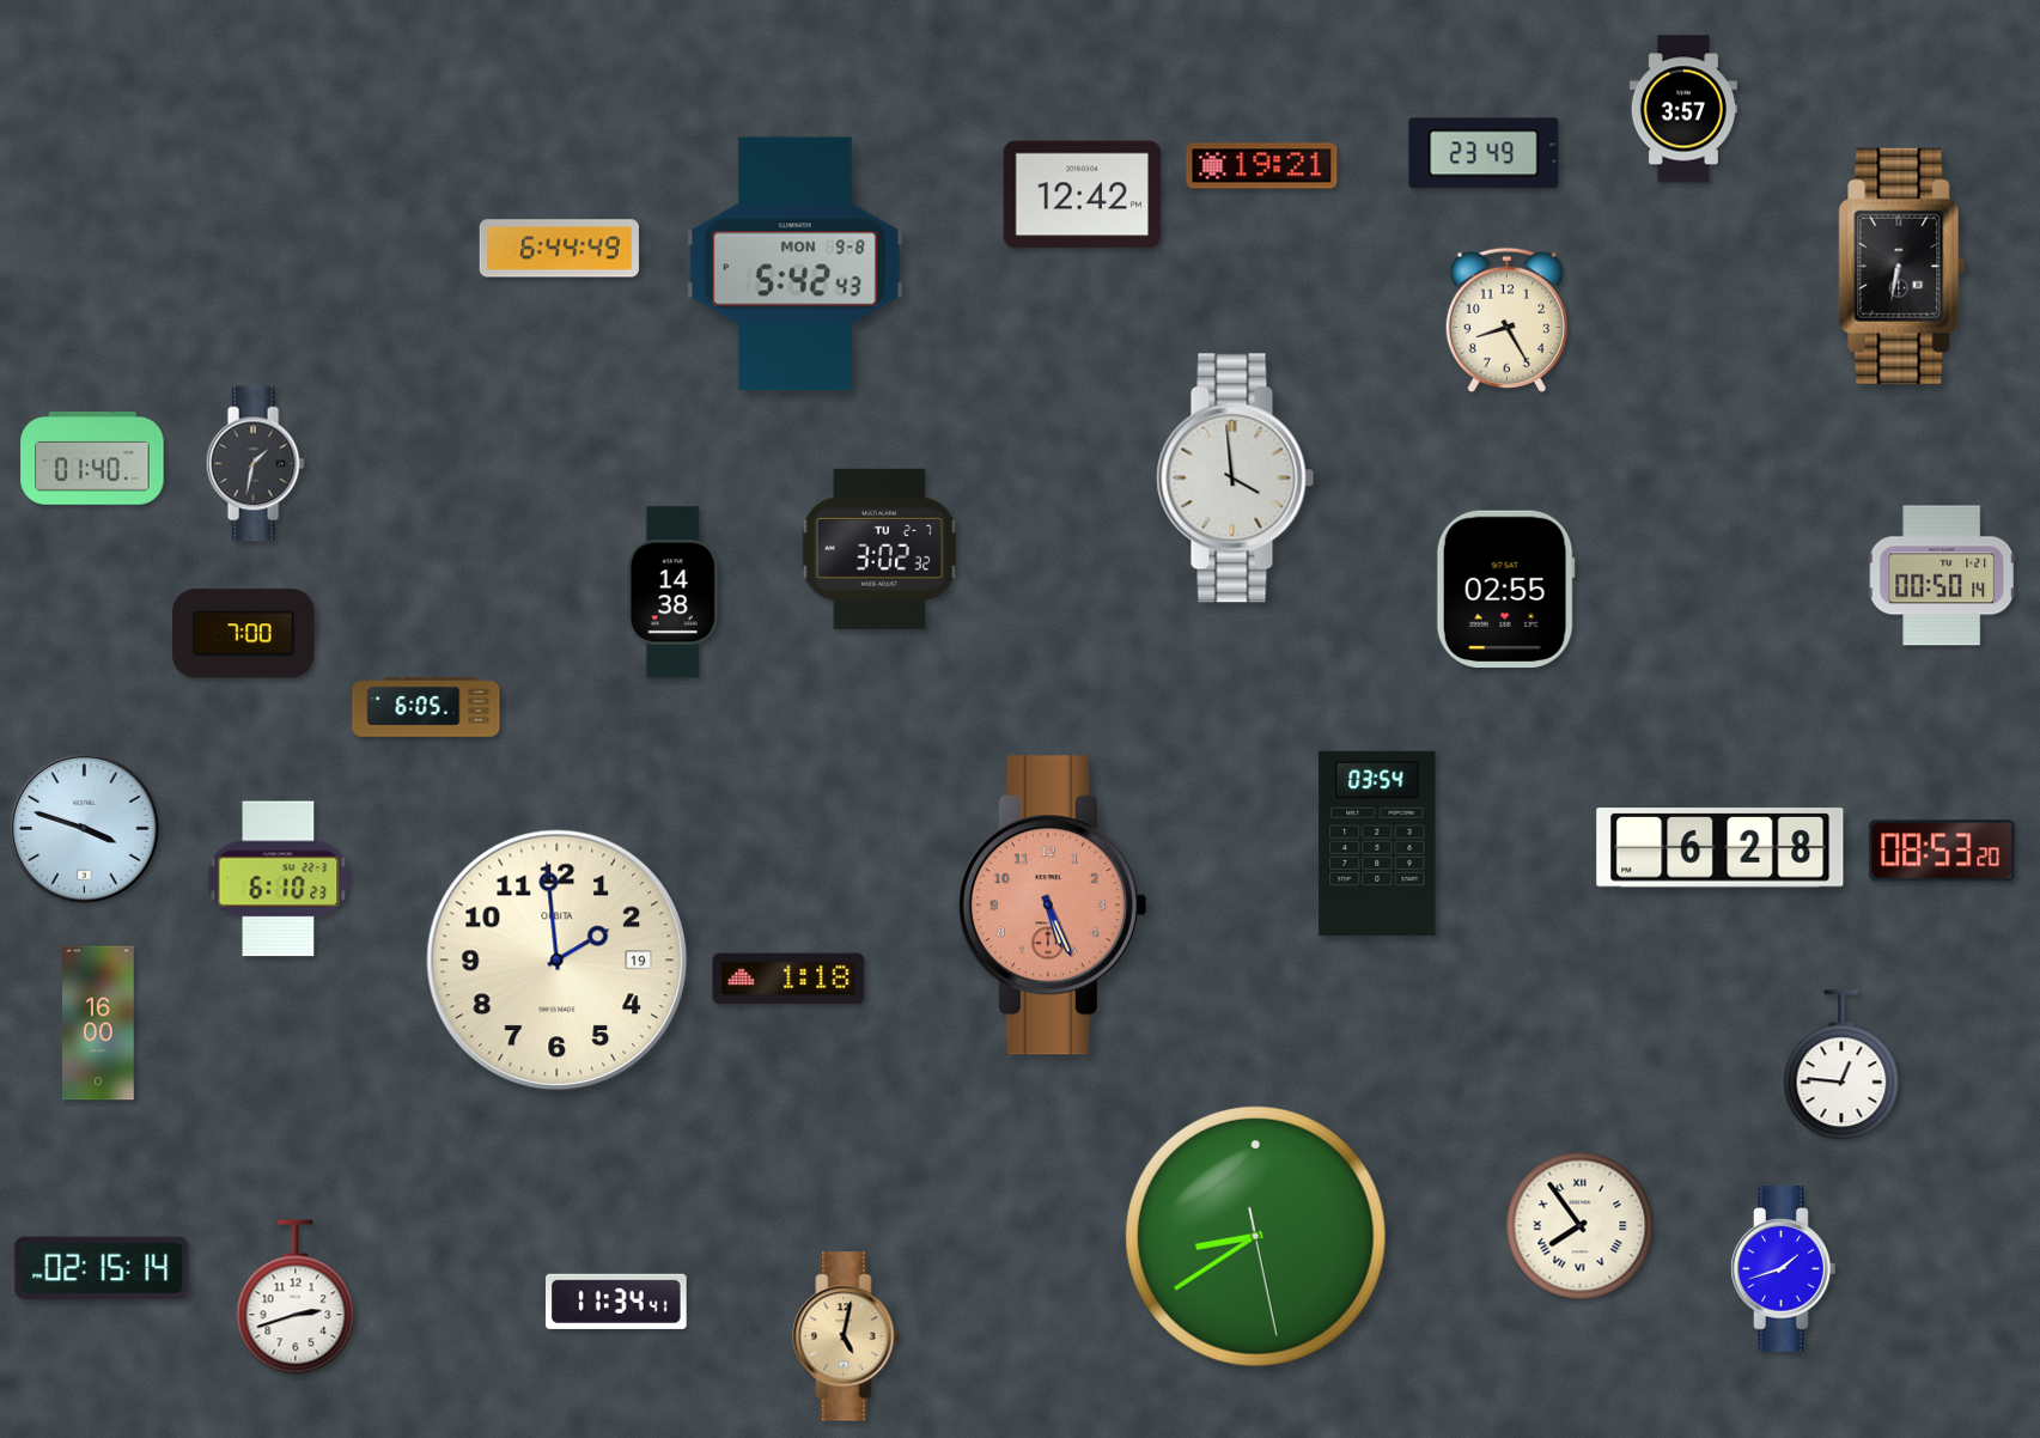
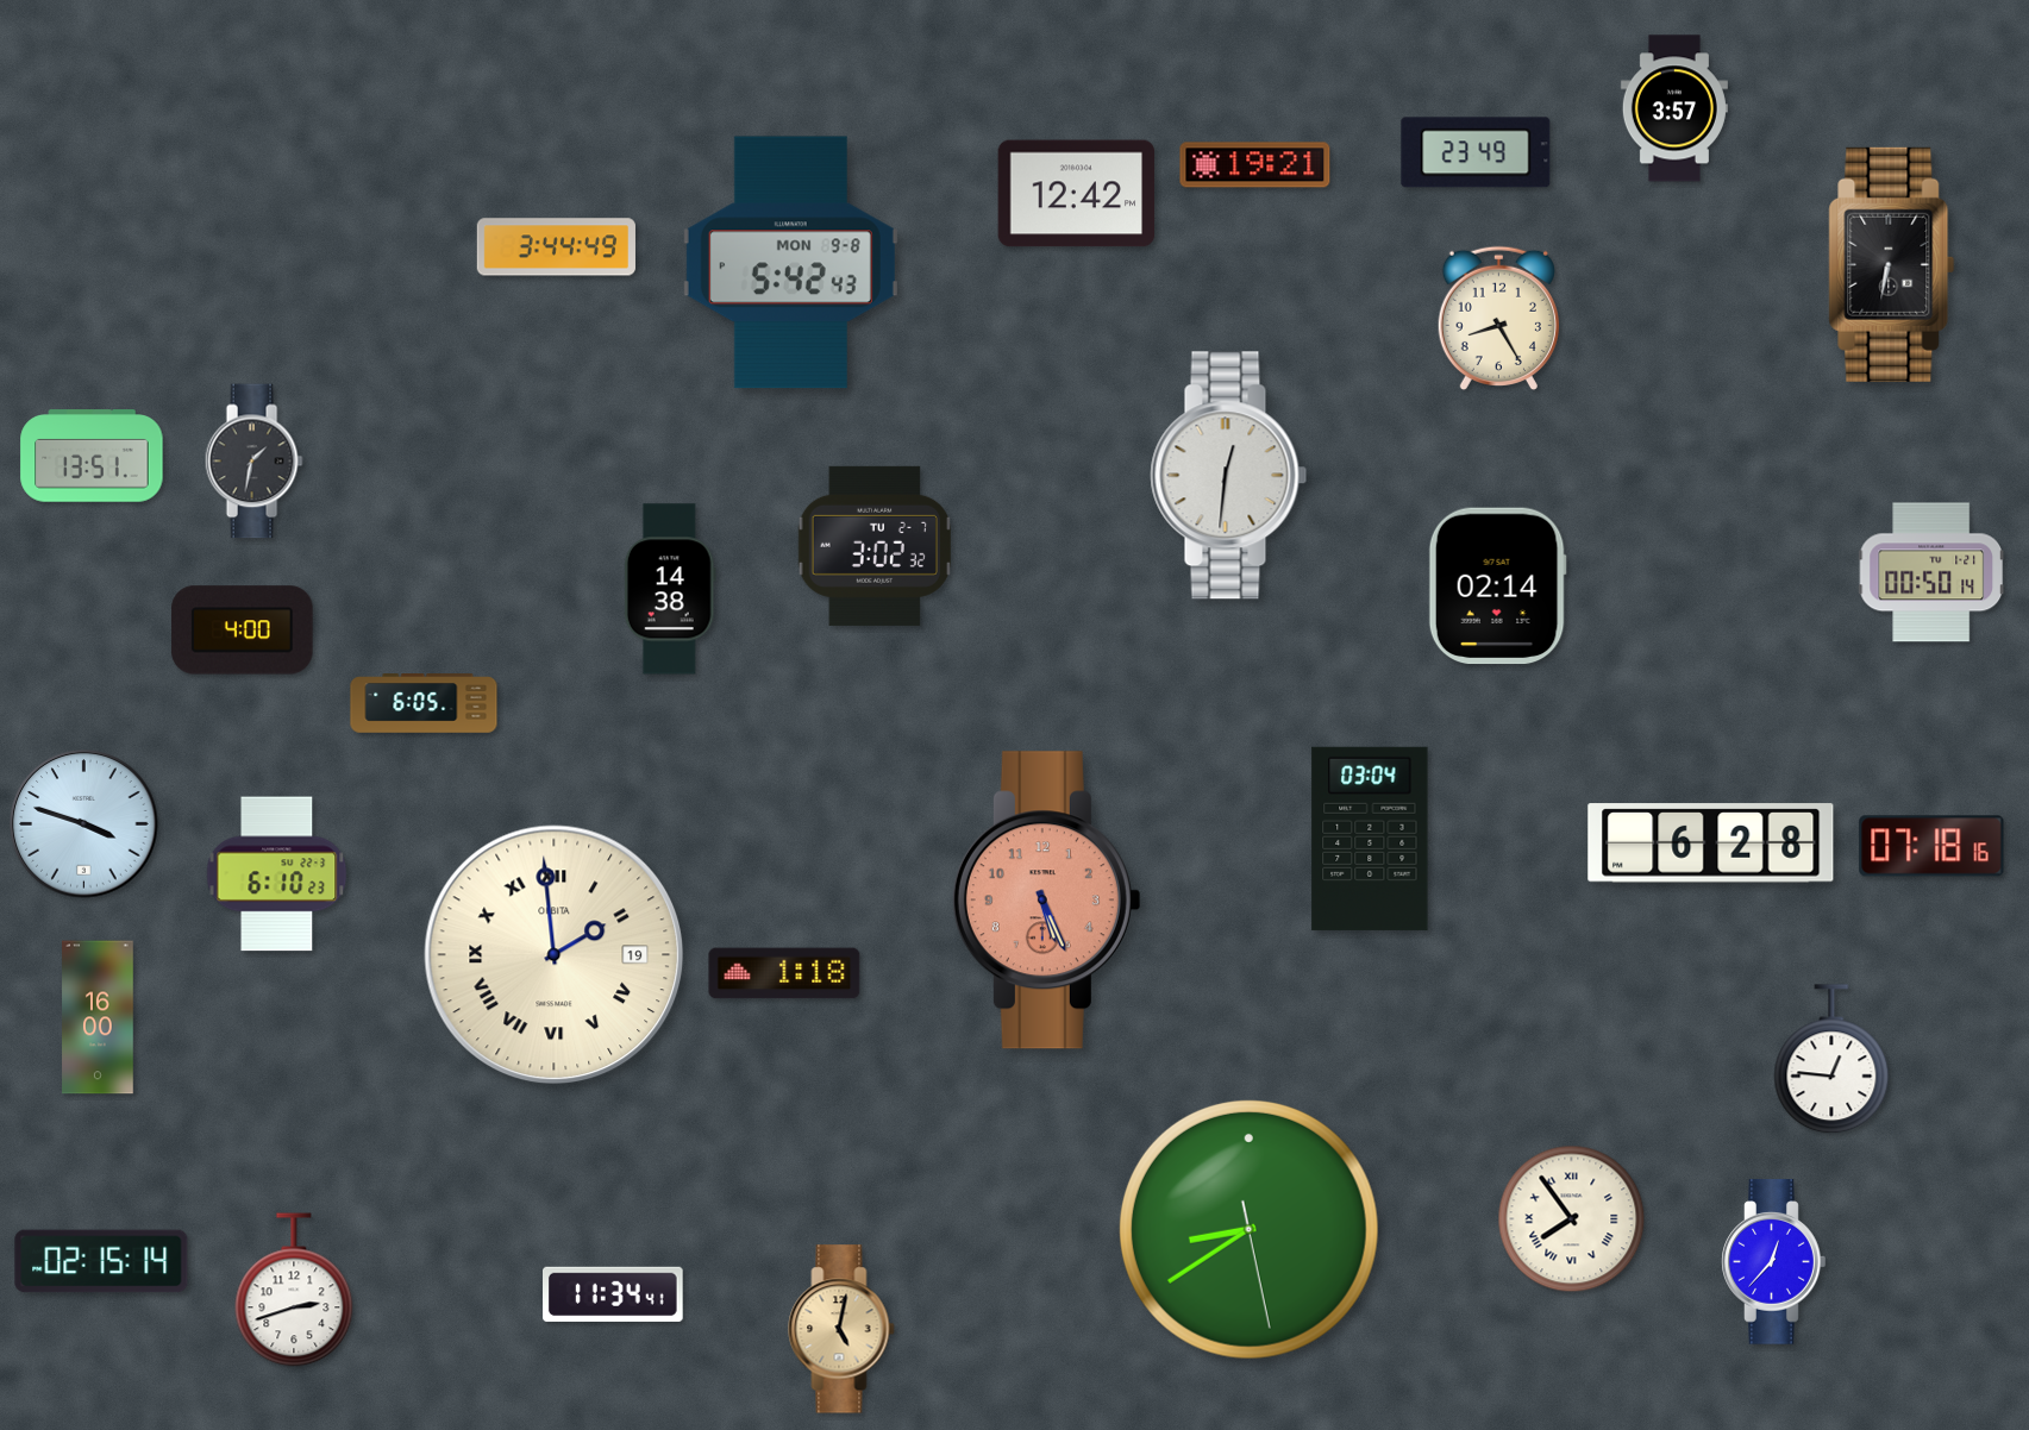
clock at (559, 249): 6:44 -> 3:44
clock at (92, 458): 01:40 -> 13:51
clock at (1236, 479): 3:59 -> 12:31
clock at (1505, 590): 02:55 -> 02:14
clock at (244, 634): 7:00 -> 4:00
clock at (1377, 843): 03:54 -> 03:04
clock at (1942, 851): 08:53 -> 07:18
clock at (558, 961) numerals: Arabic -> Roman
clock at (1784, 1269): 1:42 -> 12:37
